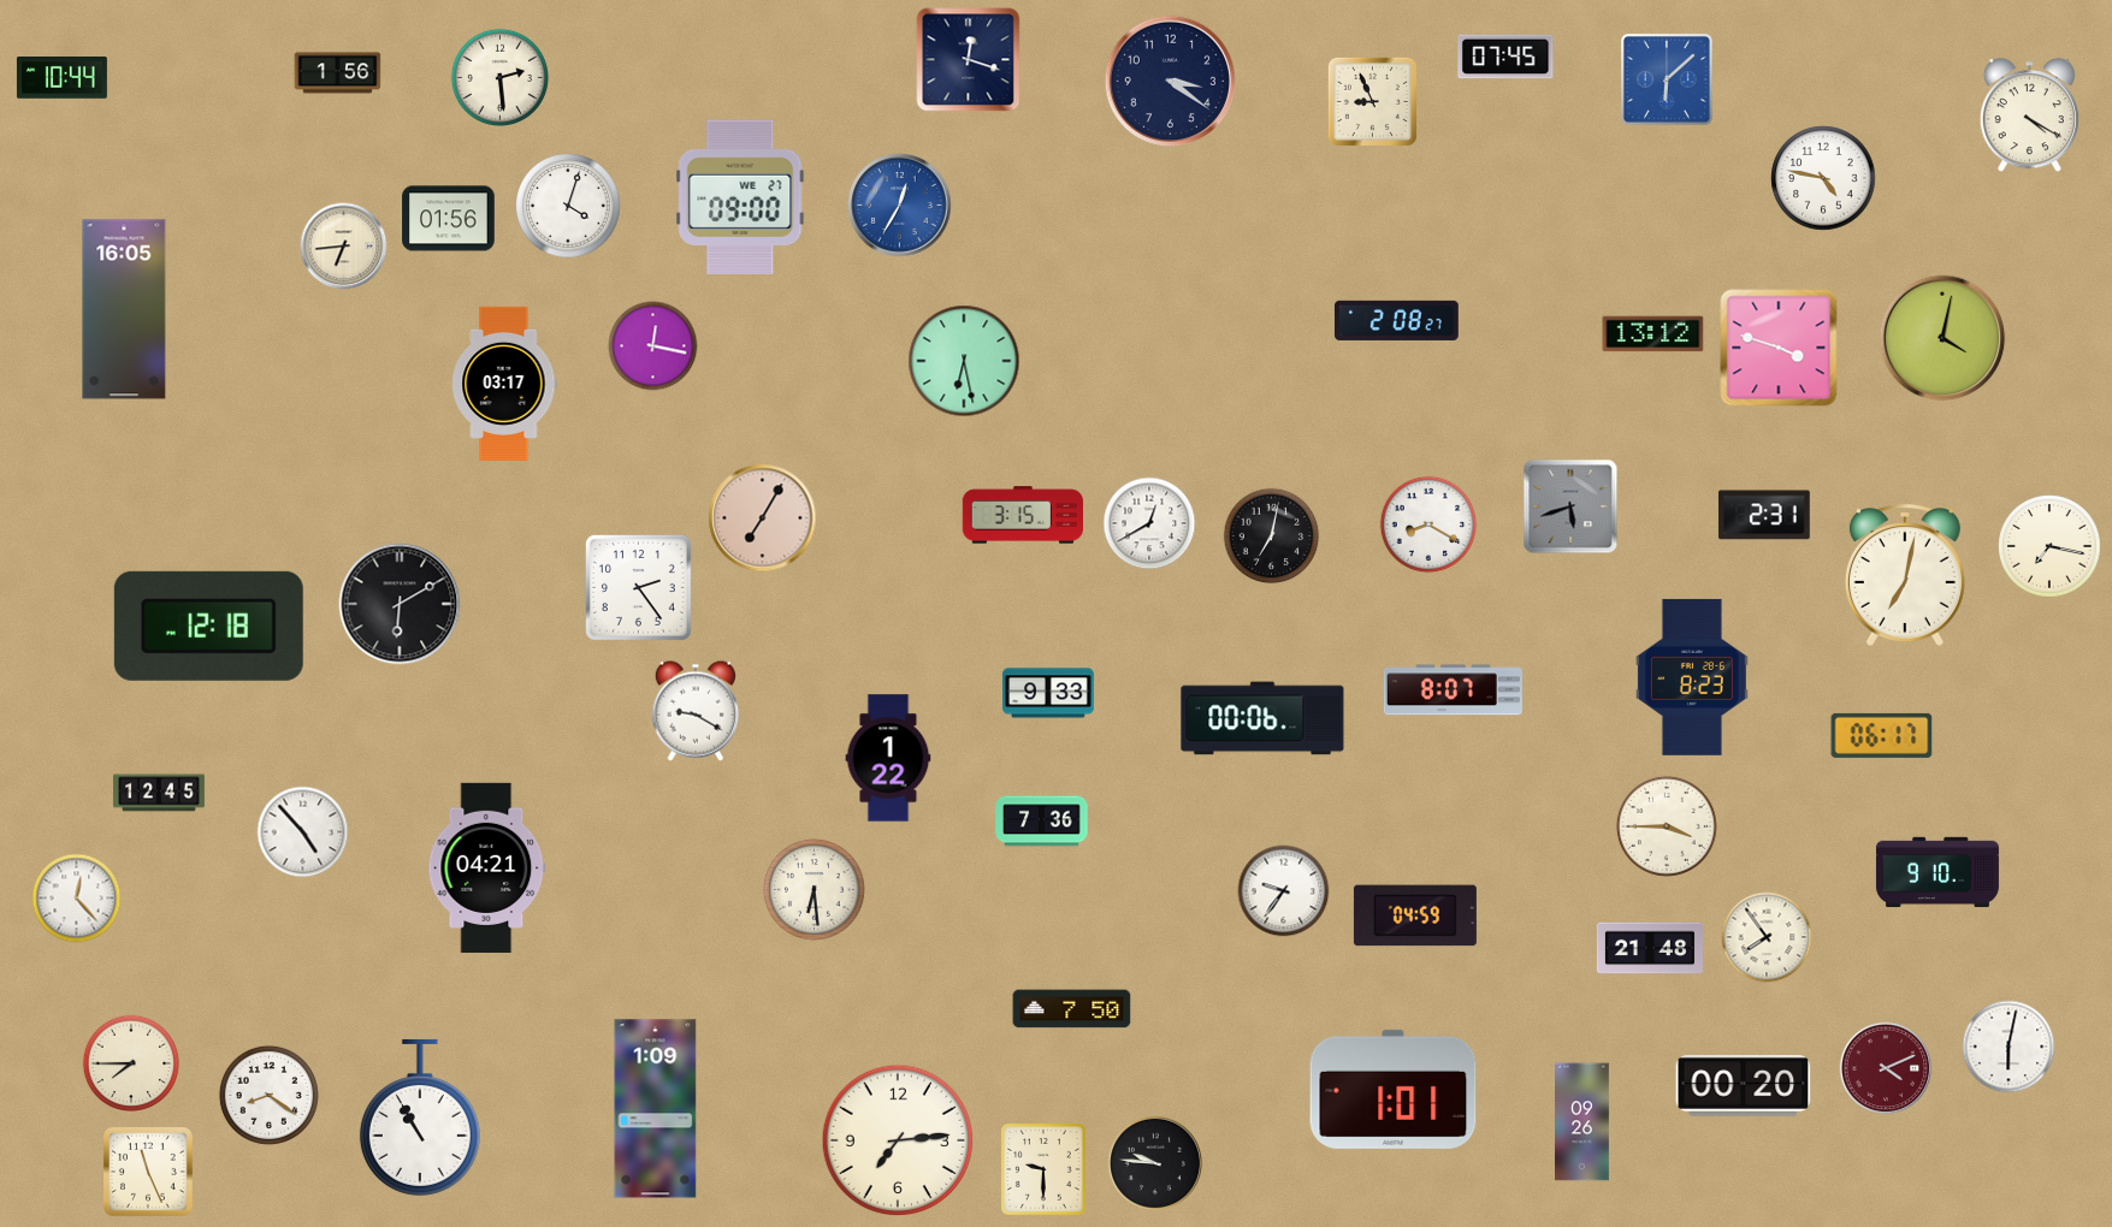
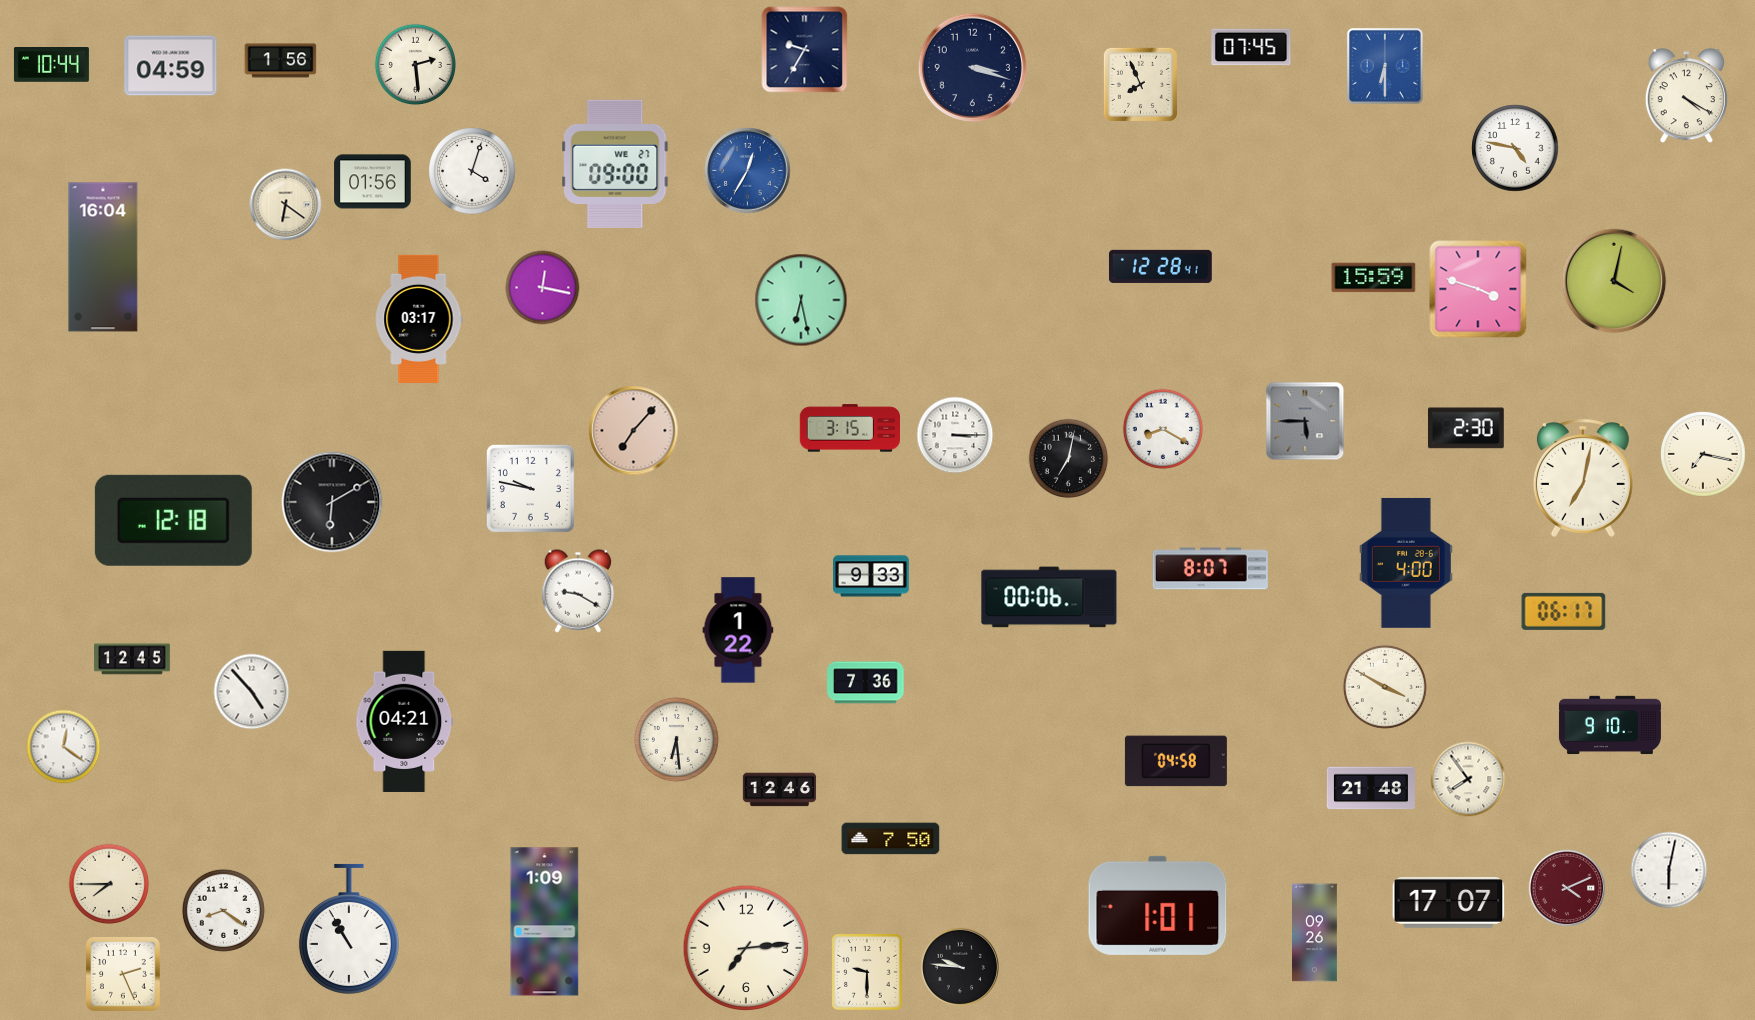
clock at (969, 60): 12:18 -> 9:35
clock at (171, 66): none -> 04:59
clock at (1667, 79): 6:08 -> 6:30
clock at (1170, 81): 3:21 -> 3:18
clock at (1372, 101): 8:56 -> 7:56
clock at (344, 247): 6:44 -> 6:21
clock at (124, 309): 16:05 -> 16:04
clock at (1396, 320): 2:08 -> 12:28
clock at (1653, 334): 13:12 -> 15:59
clock at (1570, 506): 5:42 -> 5:45
clock at (1764, 515): 2:31 -> 2:30
clock at (763, 518): 7:05 -> 7:07
clock at (1149, 523): 12:40 -> 3:15
clock at (1428, 524) position: (1428, 524) -> (1163, 429)
clock at (1272, 537) position: (1272, 537) -> (1069, 459)
clock at (638, 587): 2:24 -> 9:47
clock at (1692, 677): 8:23 -> 4:00
clock at (1453, 690) position: (1453, 690) -> (1210, 569)
clock at (1667, 826): 3:45 -> 3:50
clock at (1284, 891): 9:36 -> none
clock at (77, 899): 12:23 -> 12:21
clock at (1415, 915): 04:59 -> 04:58
clock at (780, 790): none -> 12:46
clock at (1744, 1086): 00:20 -> 17:07
clock at (149, 1173): 11:26 -> 2:26
